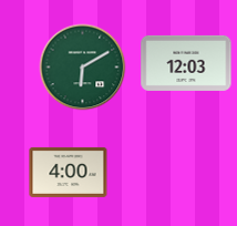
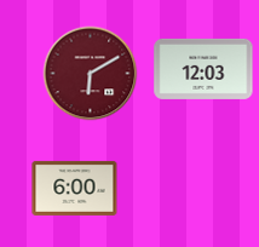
clock at (83, 68) dial: green -> burgundy
clock at (69, 172): 4:00 -> 6:00
